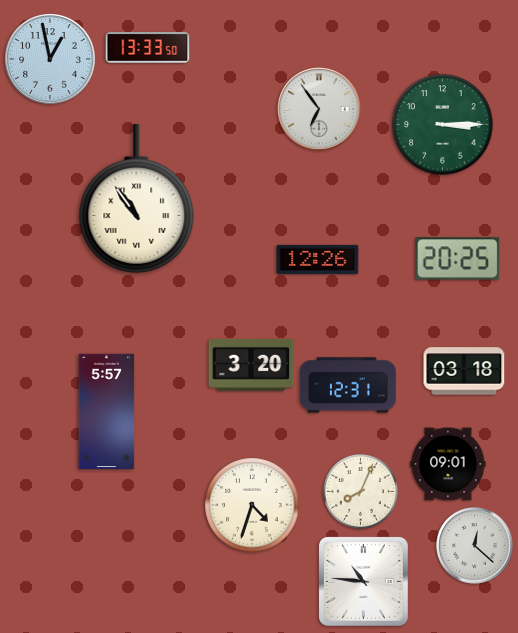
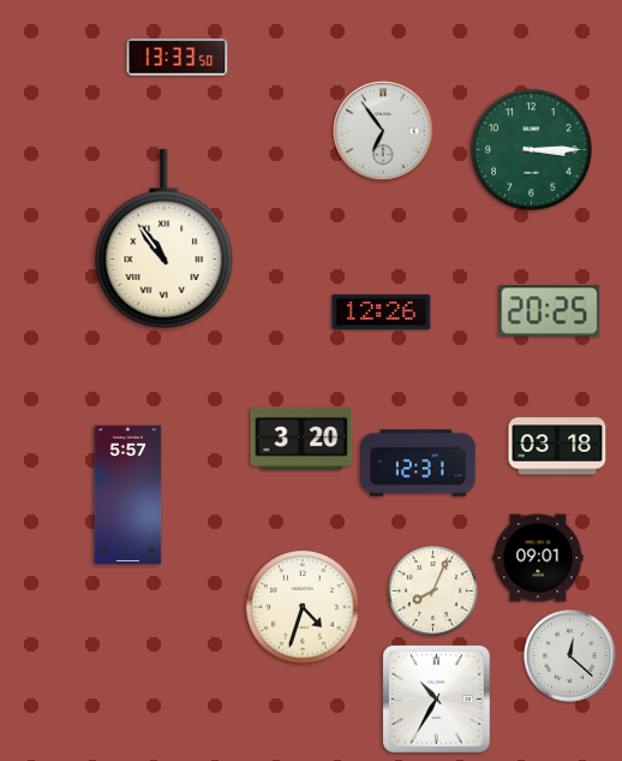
clock at (50, 59): 12:58 -> none
clock at (363, 581): 10:46 -> 10:35
